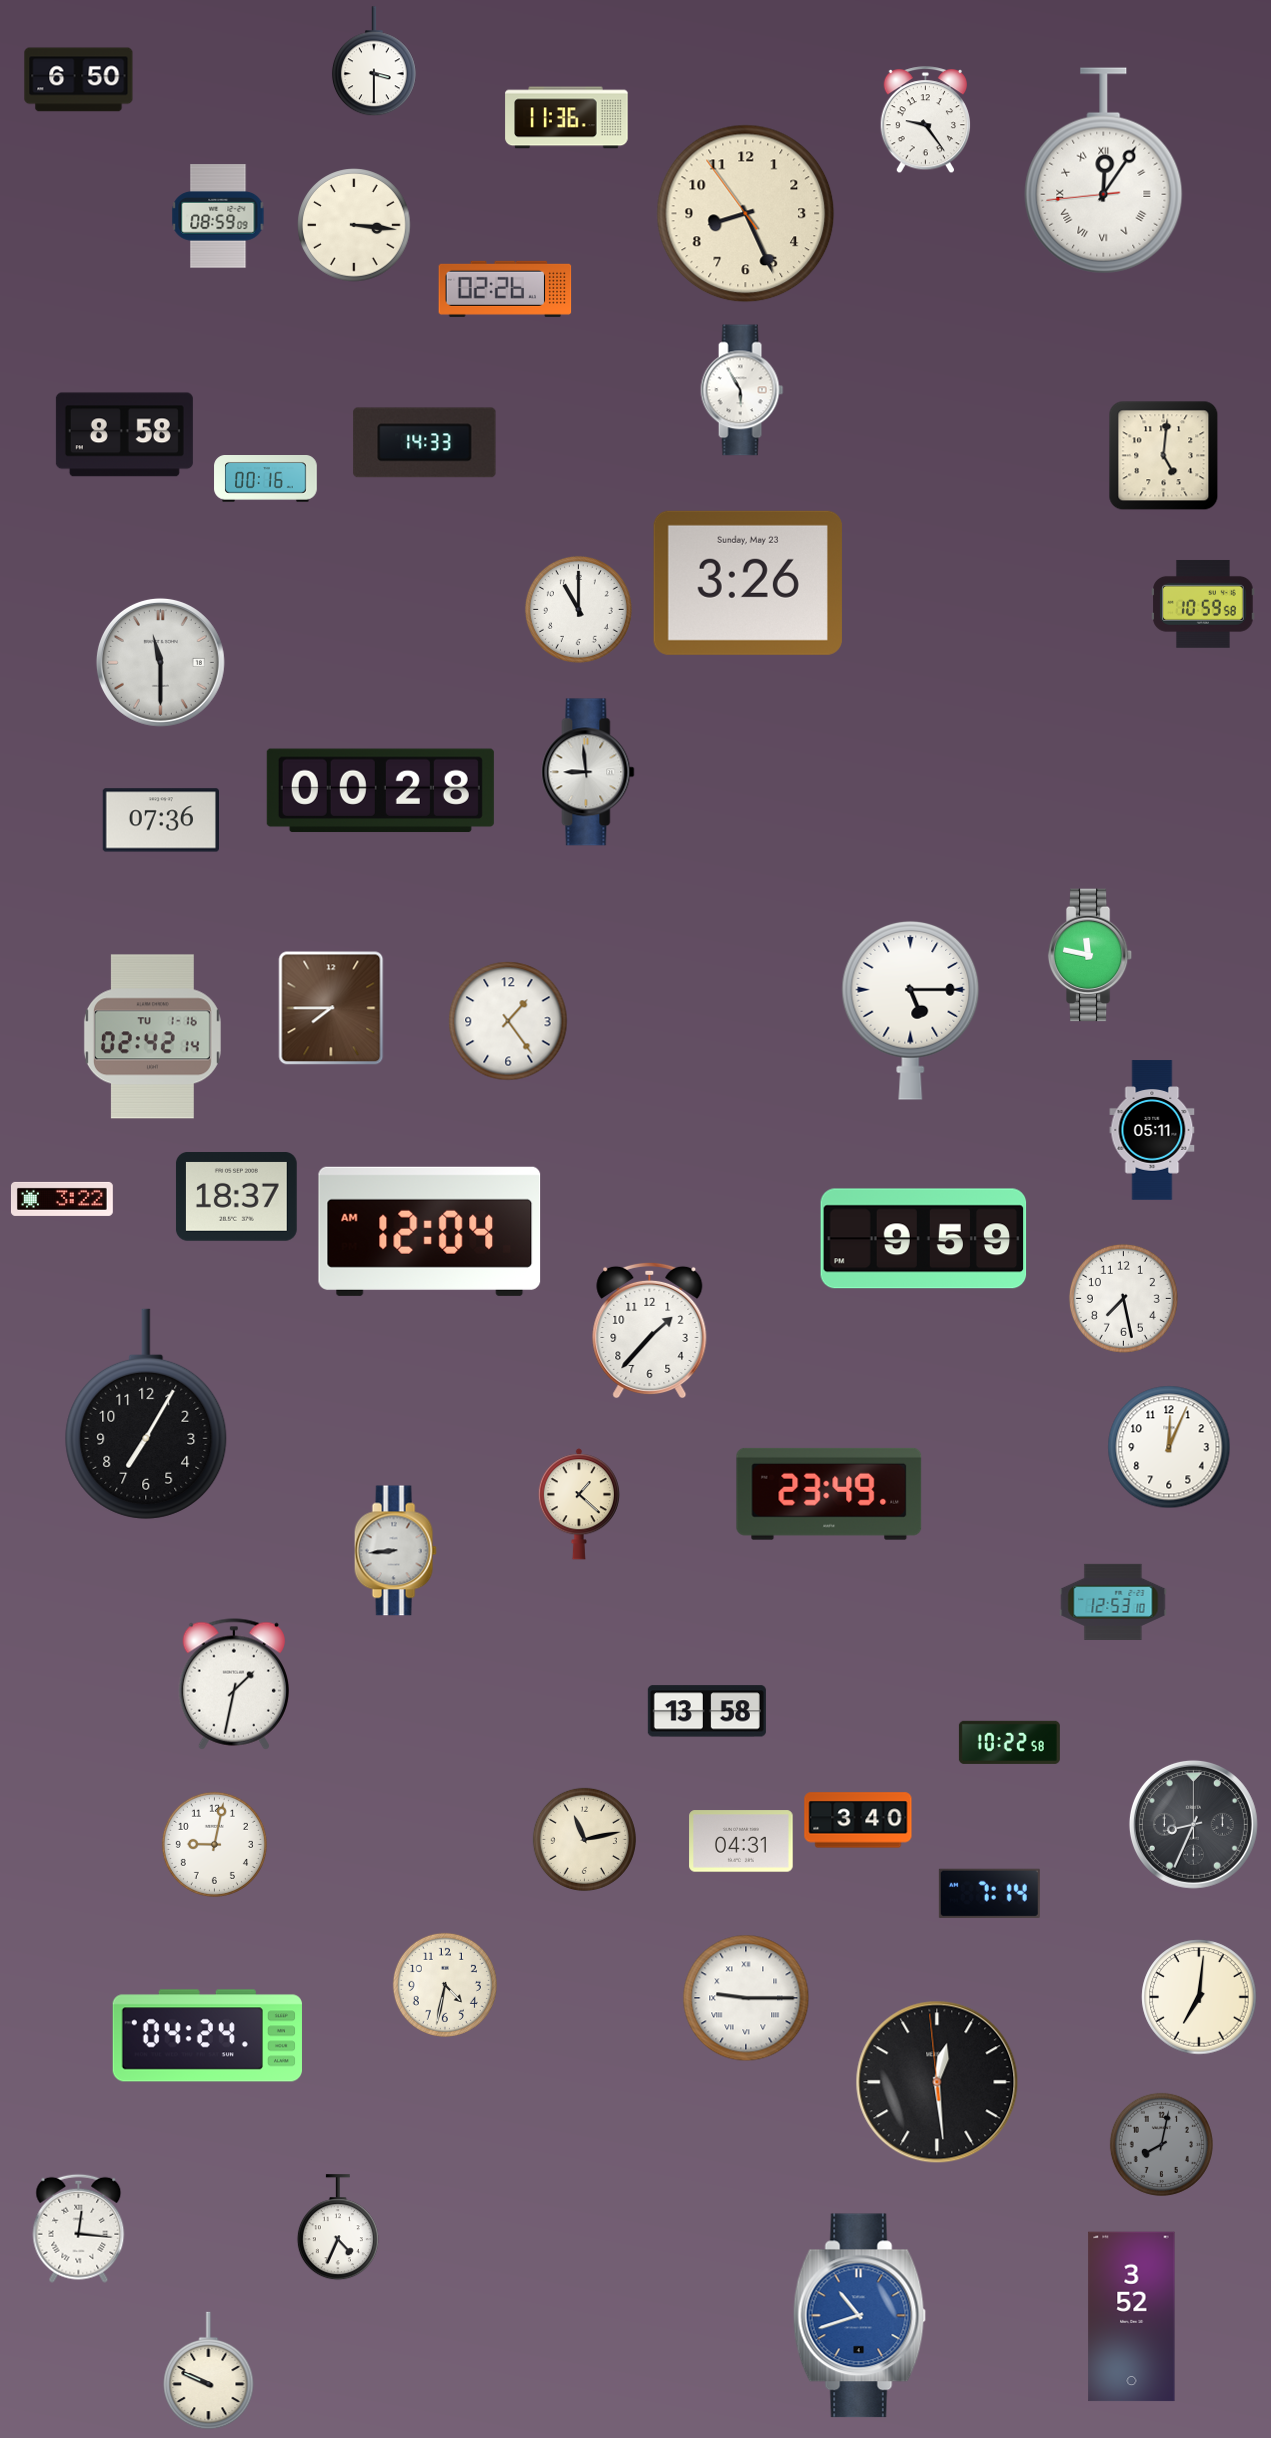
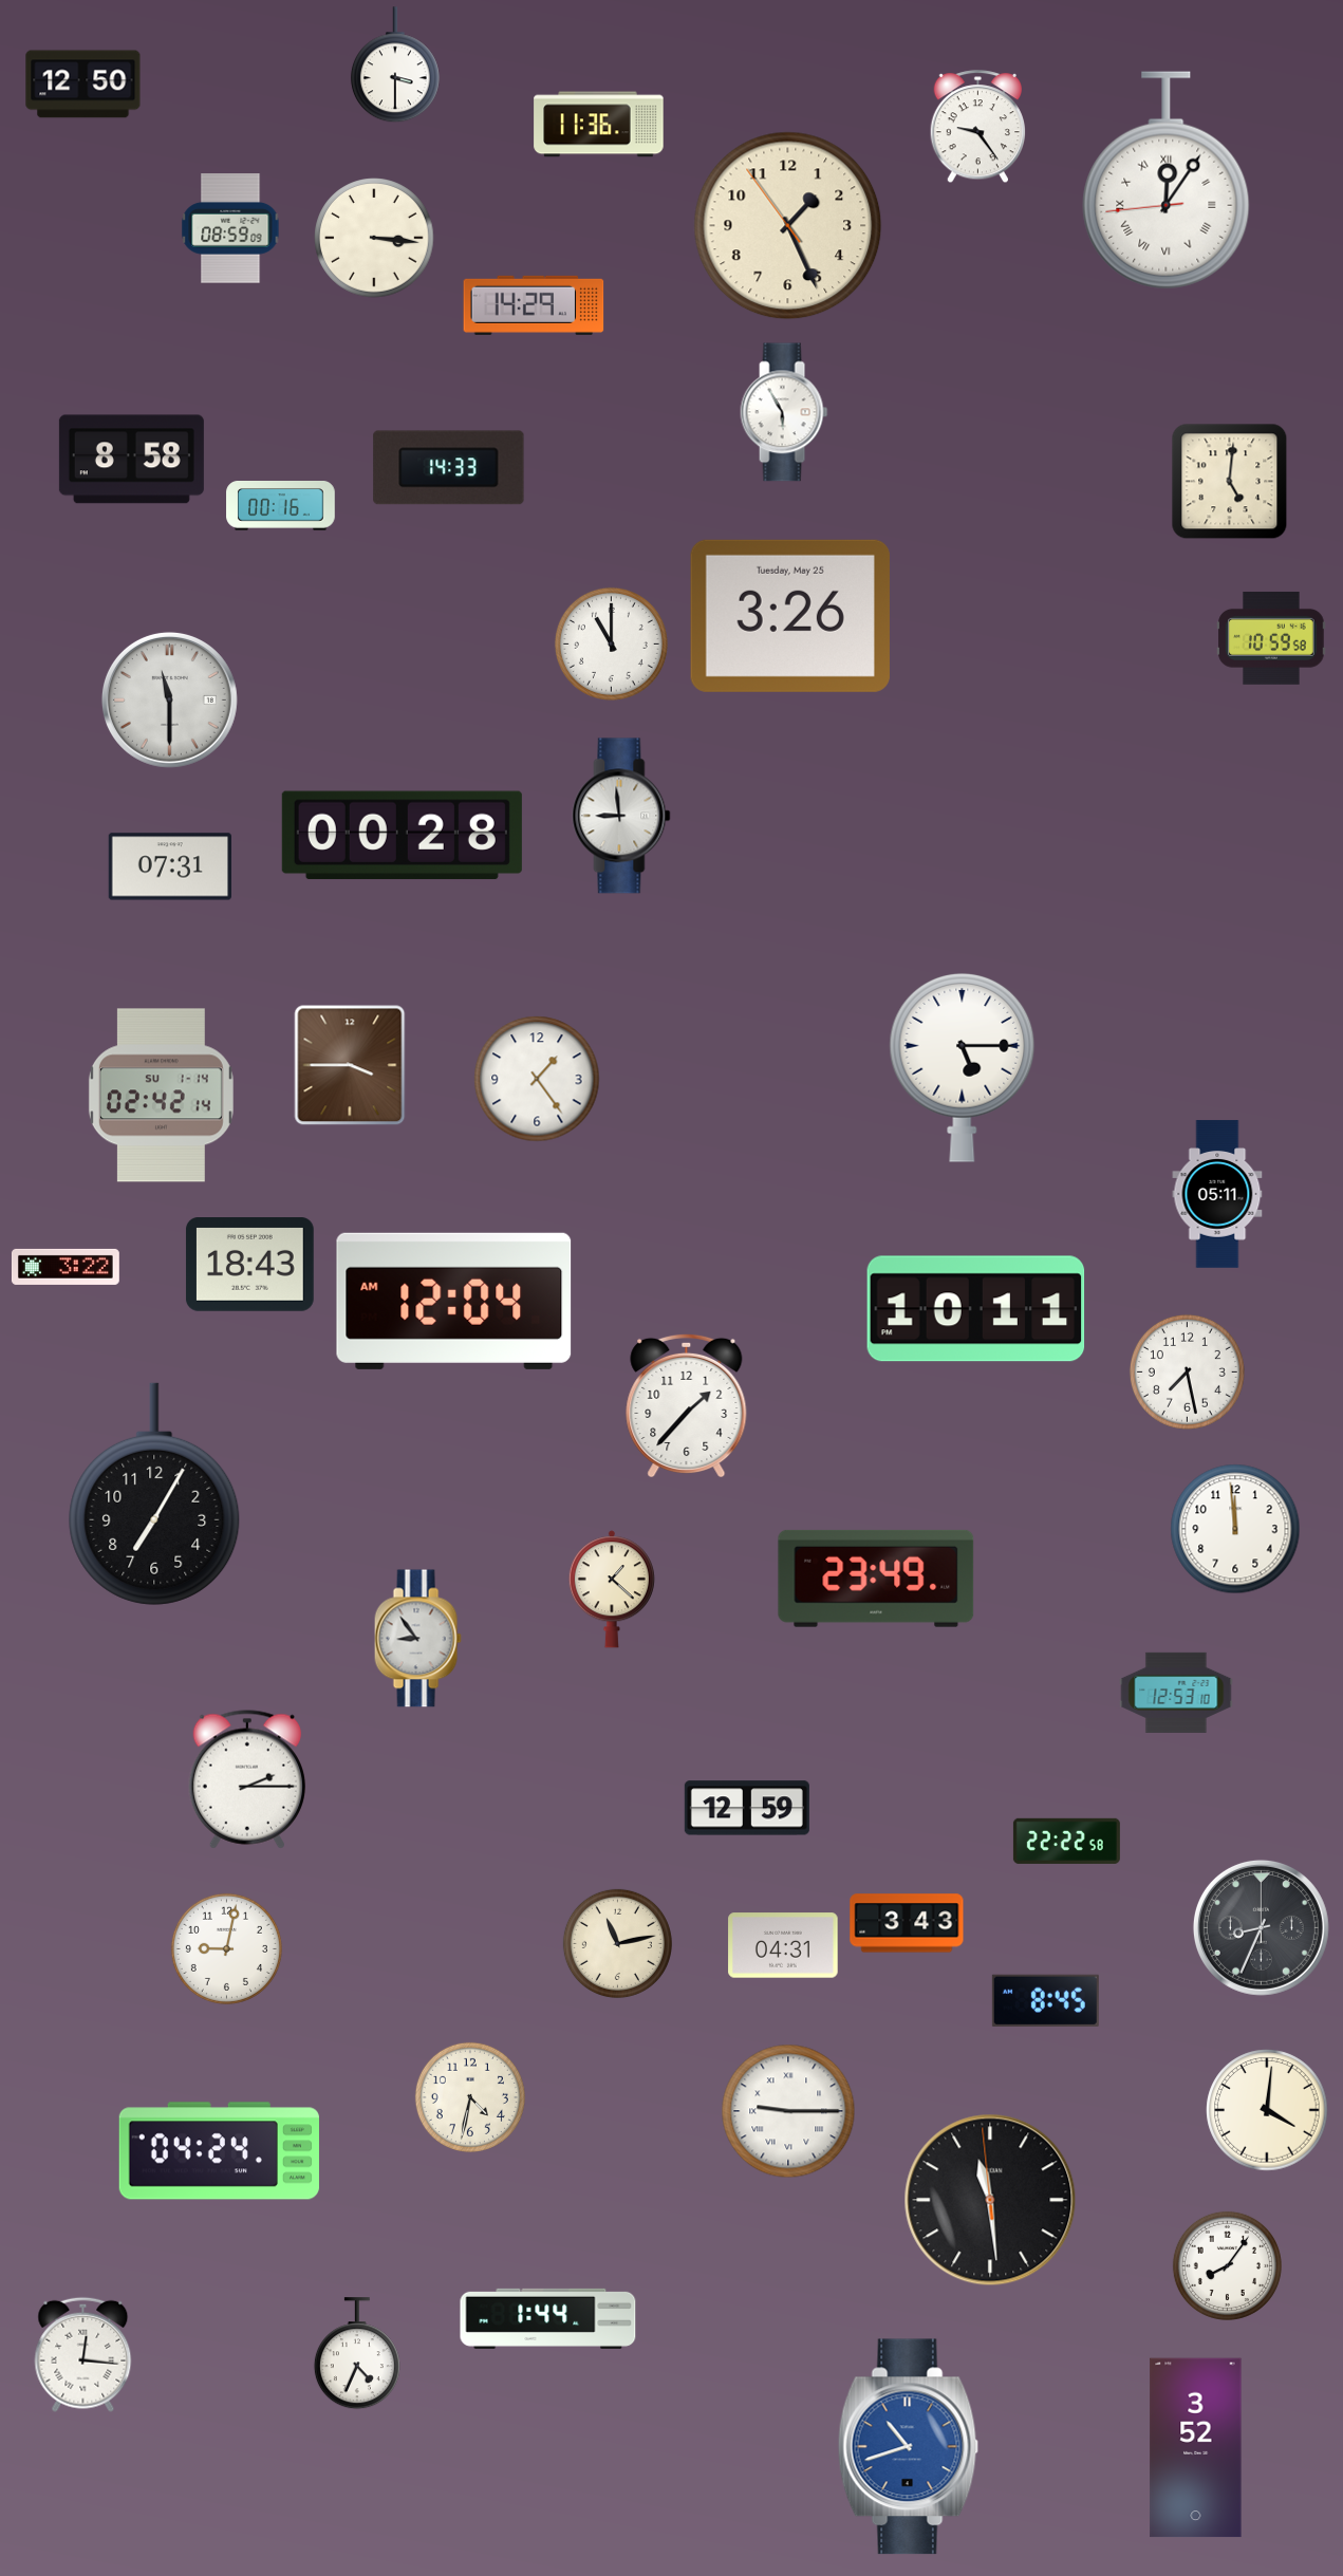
clock at (79, 80): 6:50 -> 12:50
clock at (746, 214): 8:25 -> 1:25
clock at (505, 289): 02:26 -> 14:29
clock at (748, 583) date: Sunday, May 23 -> Tuesday, May 25
clock at (160, 820): 07:36 -> 07:31
clock at (1090, 955): 11:47 -> none
clock at (331, 1008): 7:45 -> 3:45
clock at (152, 1037) date: TU 1-16 -> SU 1-14
clock at (236, 1197): 18:37 -> 18:43
clock at (924, 1239): 9:59 -> 10:11
clock at (1169, 1447): 12:04 -> 11:59
clock at (395, 1551): 8:44 -> 8:54
clock at (234, 1684): 1:32 -> 2:15
clock at (707, 1711): 13:58 -> 12:59
clock at (1009, 1742): 10:22 -> 22:22
clock at (858, 1820): 3:40 -> 3:43
clock at (989, 1893): 7:14 -> 8:45
clock at (1199, 1997): 7:01 -> 4:01
clock at (937, 2082): 12:28 -> 11:28
clock at (1161, 2144): 8:02 -> 8:06
clock at (1161, 2144) dial: grey -> white
clock at (548, 2318): none -> 1:44
clock at (209, 2371): 9:49 -> none
